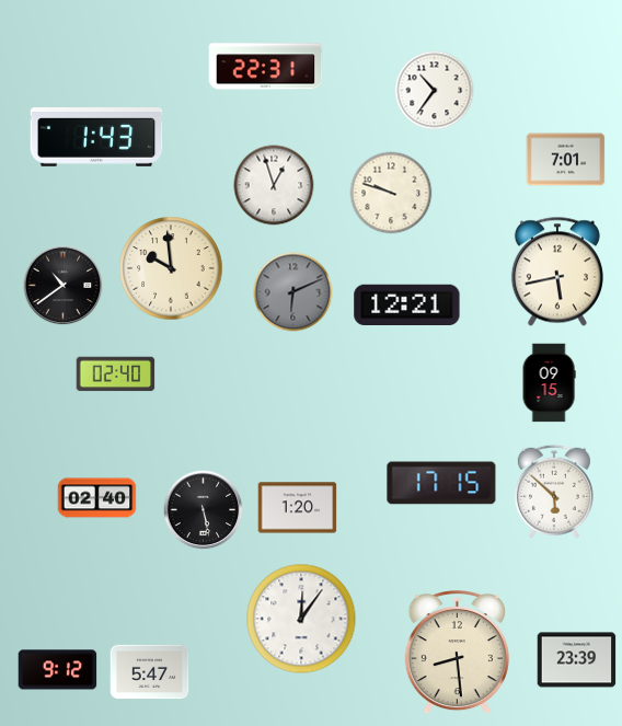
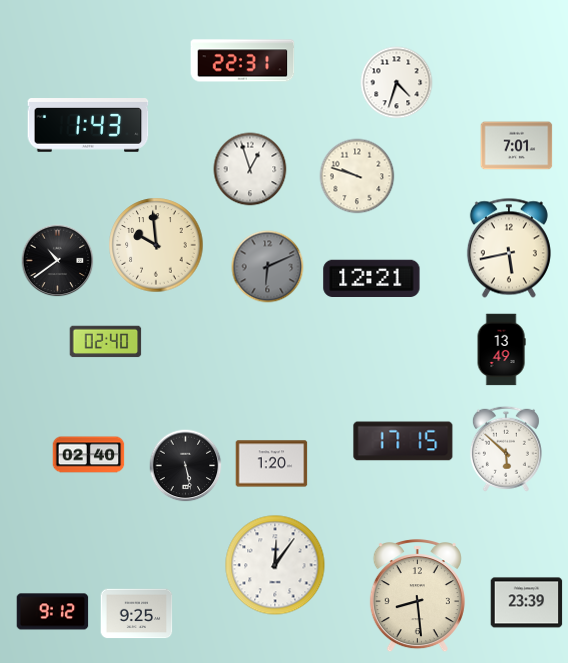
clock at (435, 91): 10:36 -> 4:33
clock at (549, 383): 09:15 -> 13:49
clock at (150, 672): 5:47 -> 9:25
